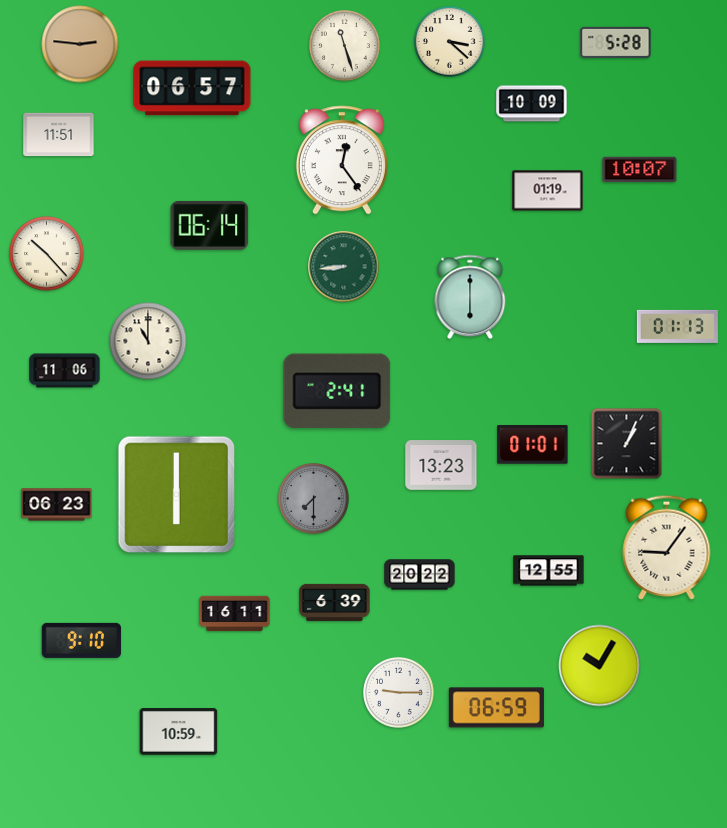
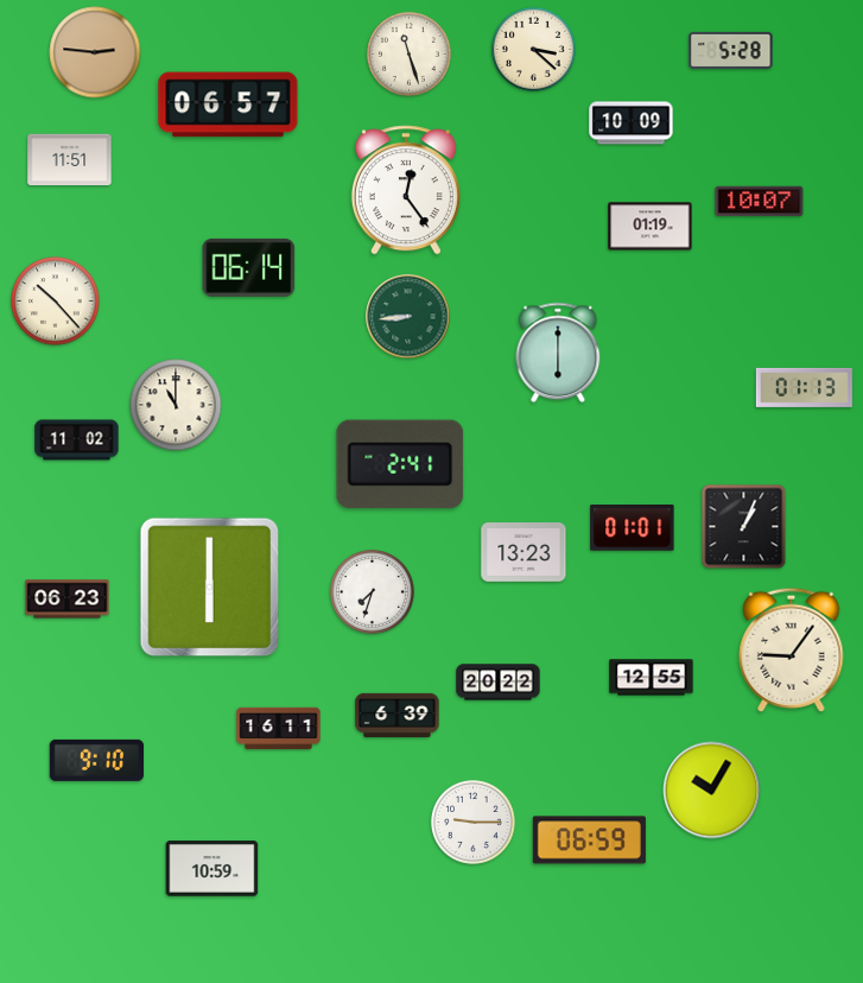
clock at (65, 371): 11:06 -> 11:02
clock at (314, 499): 7:30 -> 7:33
clock at (314, 499) dial: grey -> white
